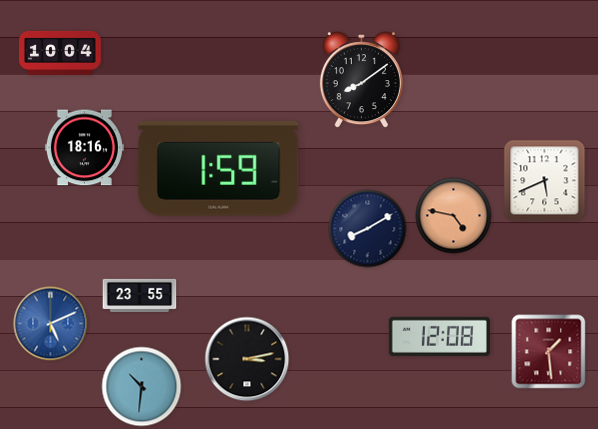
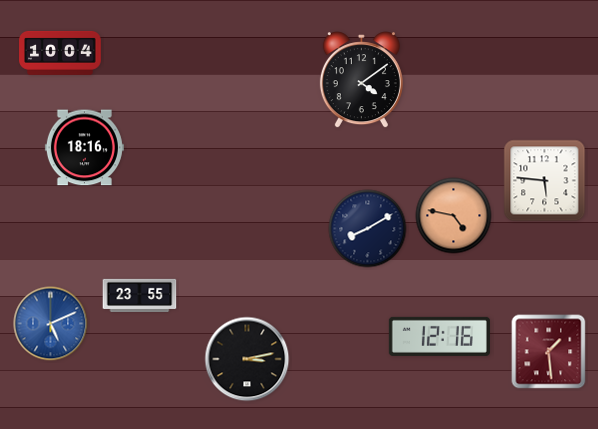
clock at (361, 80): 8:09 -> 4:09
clock at (219, 169): 1:59 -> none
clock at (545, 181): 5:41 -> 5:46
clock at (439, 336): 12:08 -> 12:16
clock at (142, 387): 10:31 -> none
